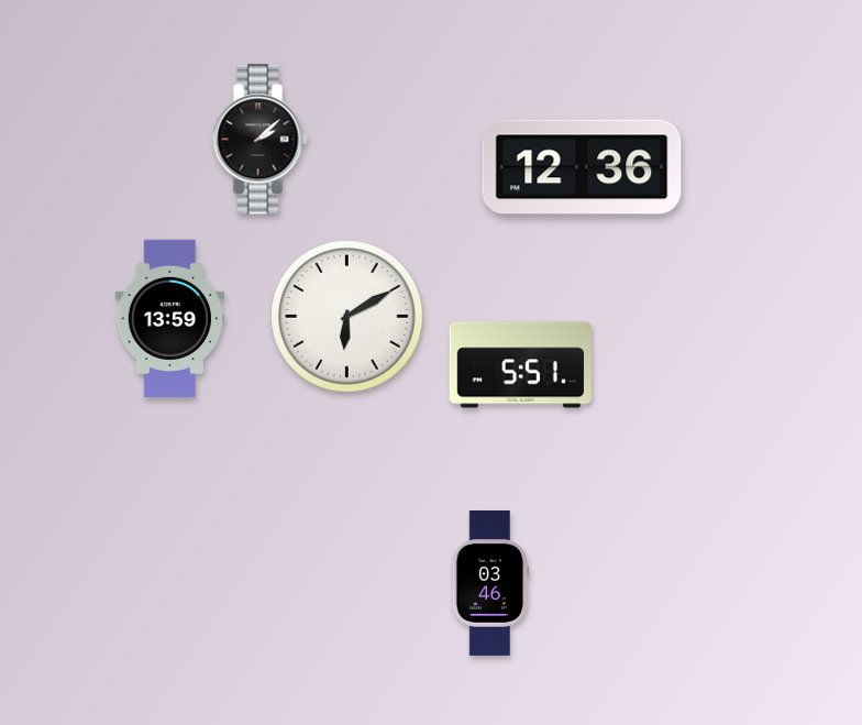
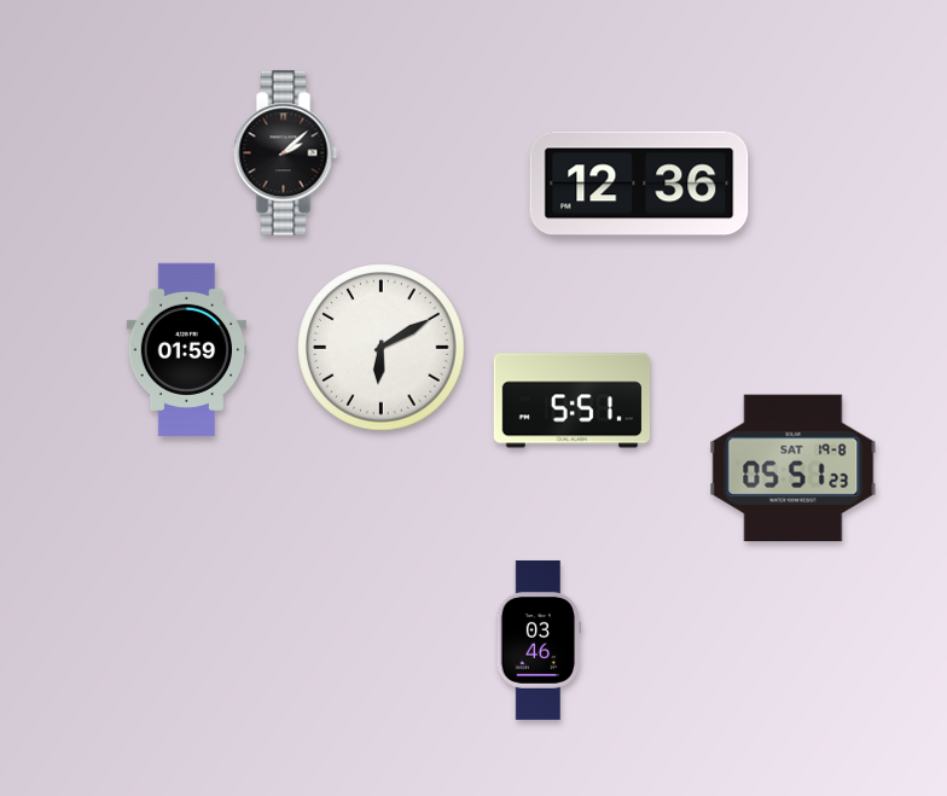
clock at (170, 318): 13:59 -> 01:59
clock at (794, 469): none -> 05:51
